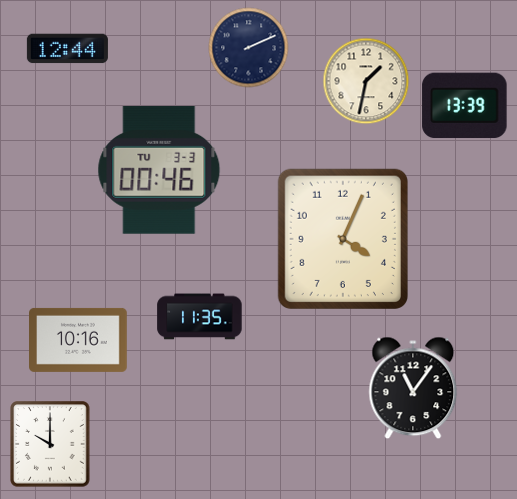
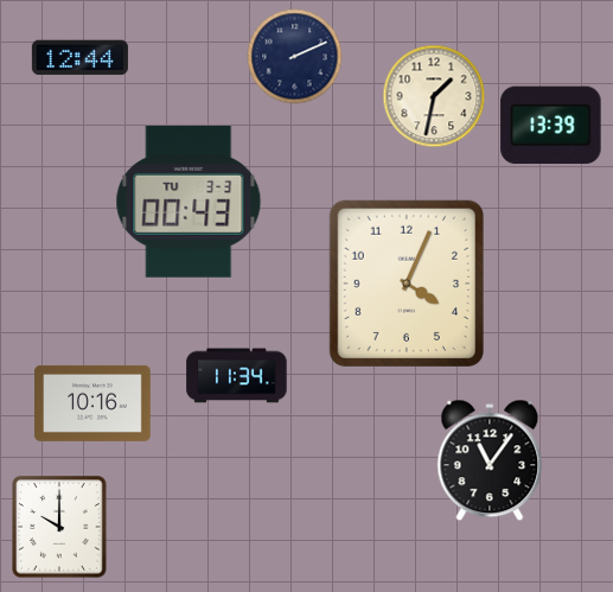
clock at (159, 170): 00:46 -> 00:43
clock at (200, 317): 11:35 -> 11:34
